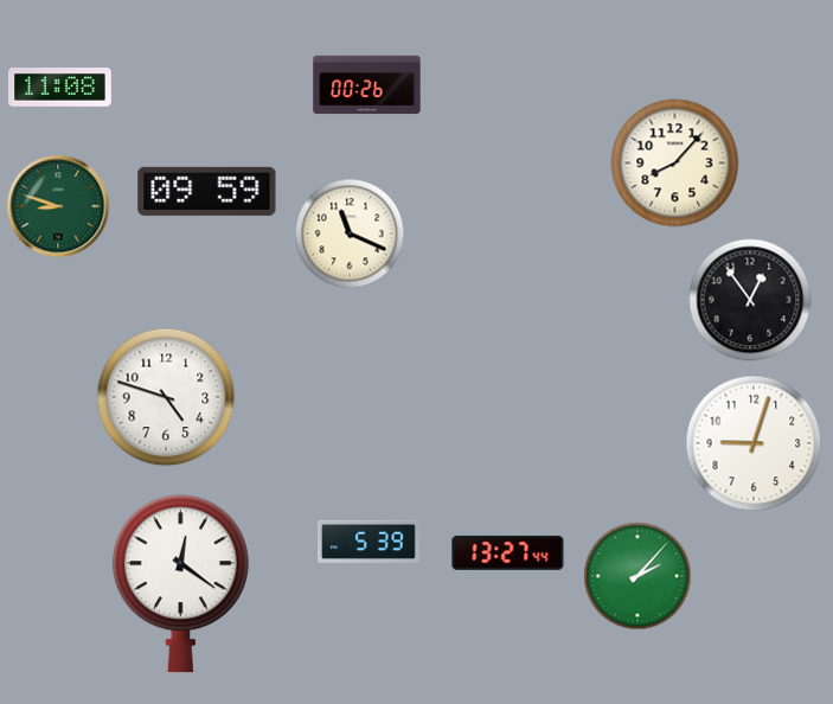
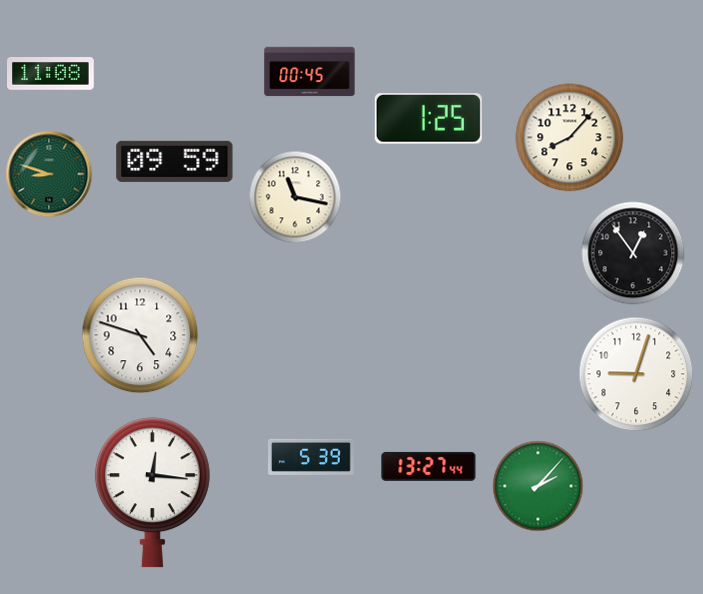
clock at (367, 85): 00:26 -> 00:45
clock at (428, 119): none -> 1:25
clock at (350, 233): 11:19 -> 11:17
clock at (180, 584): 12:21 -> 12:16
